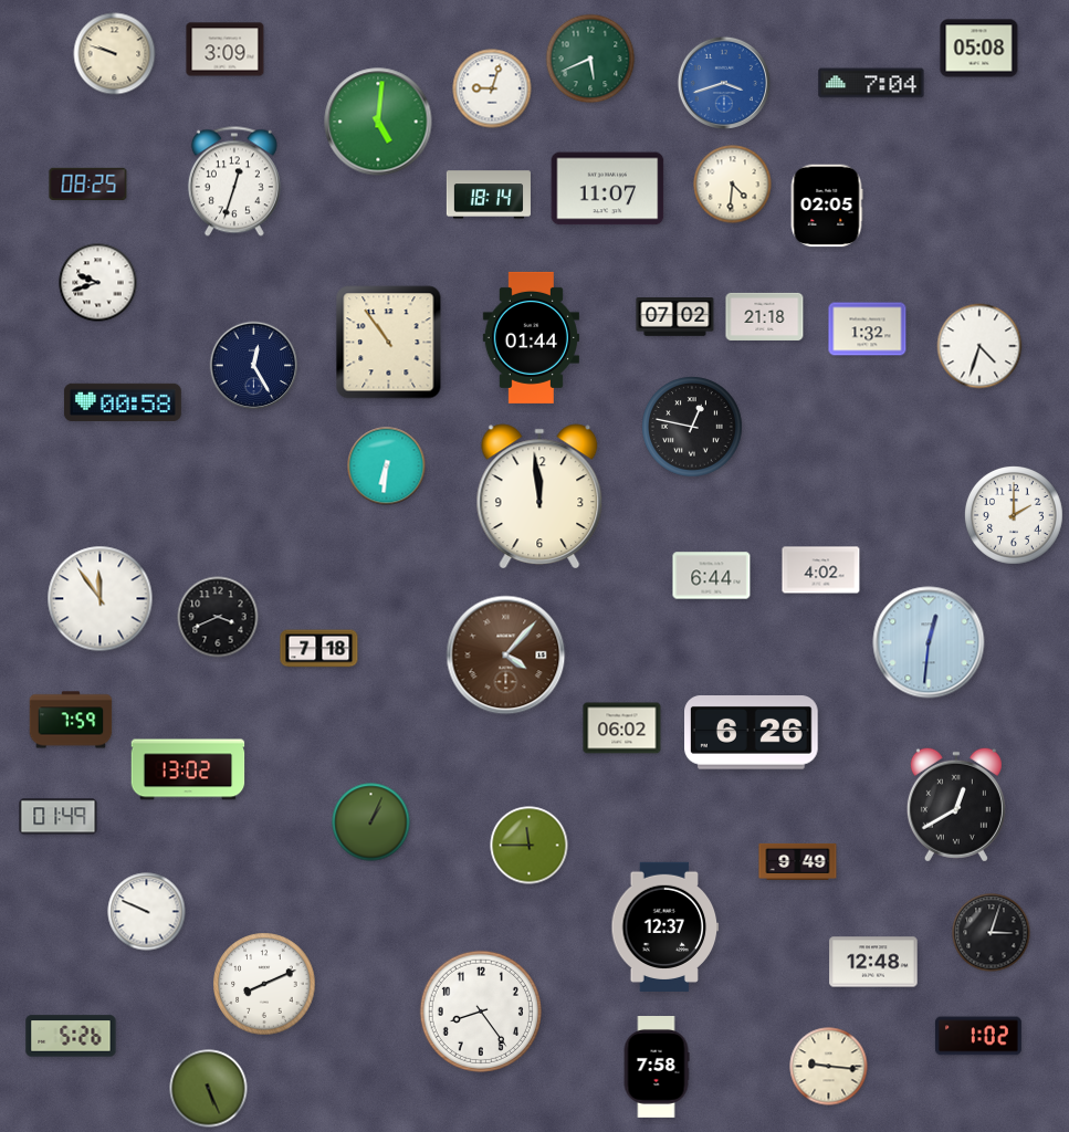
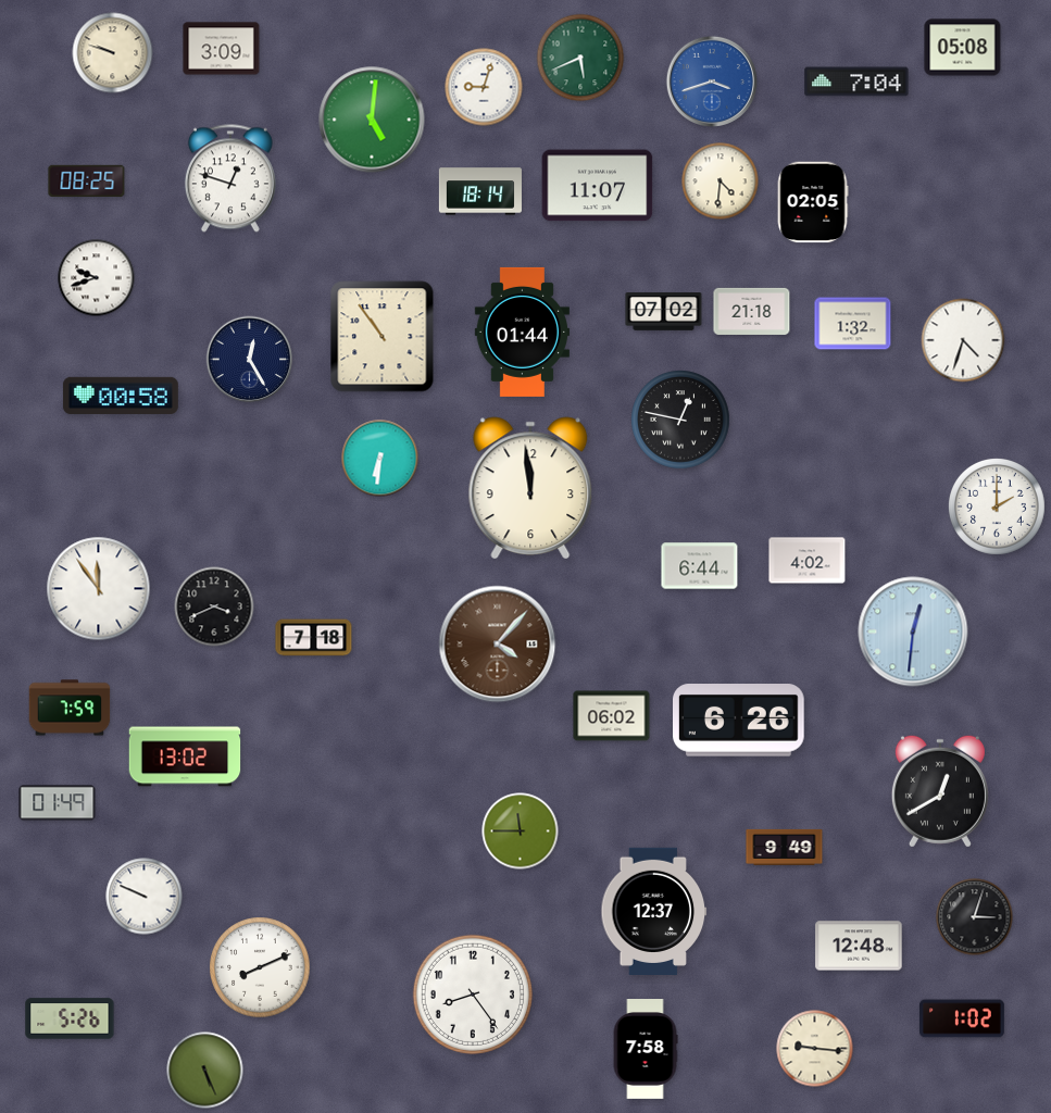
clock at (234, 181): 12:33 -> 12:48
clock at (371, 822): 1:04 -> none
